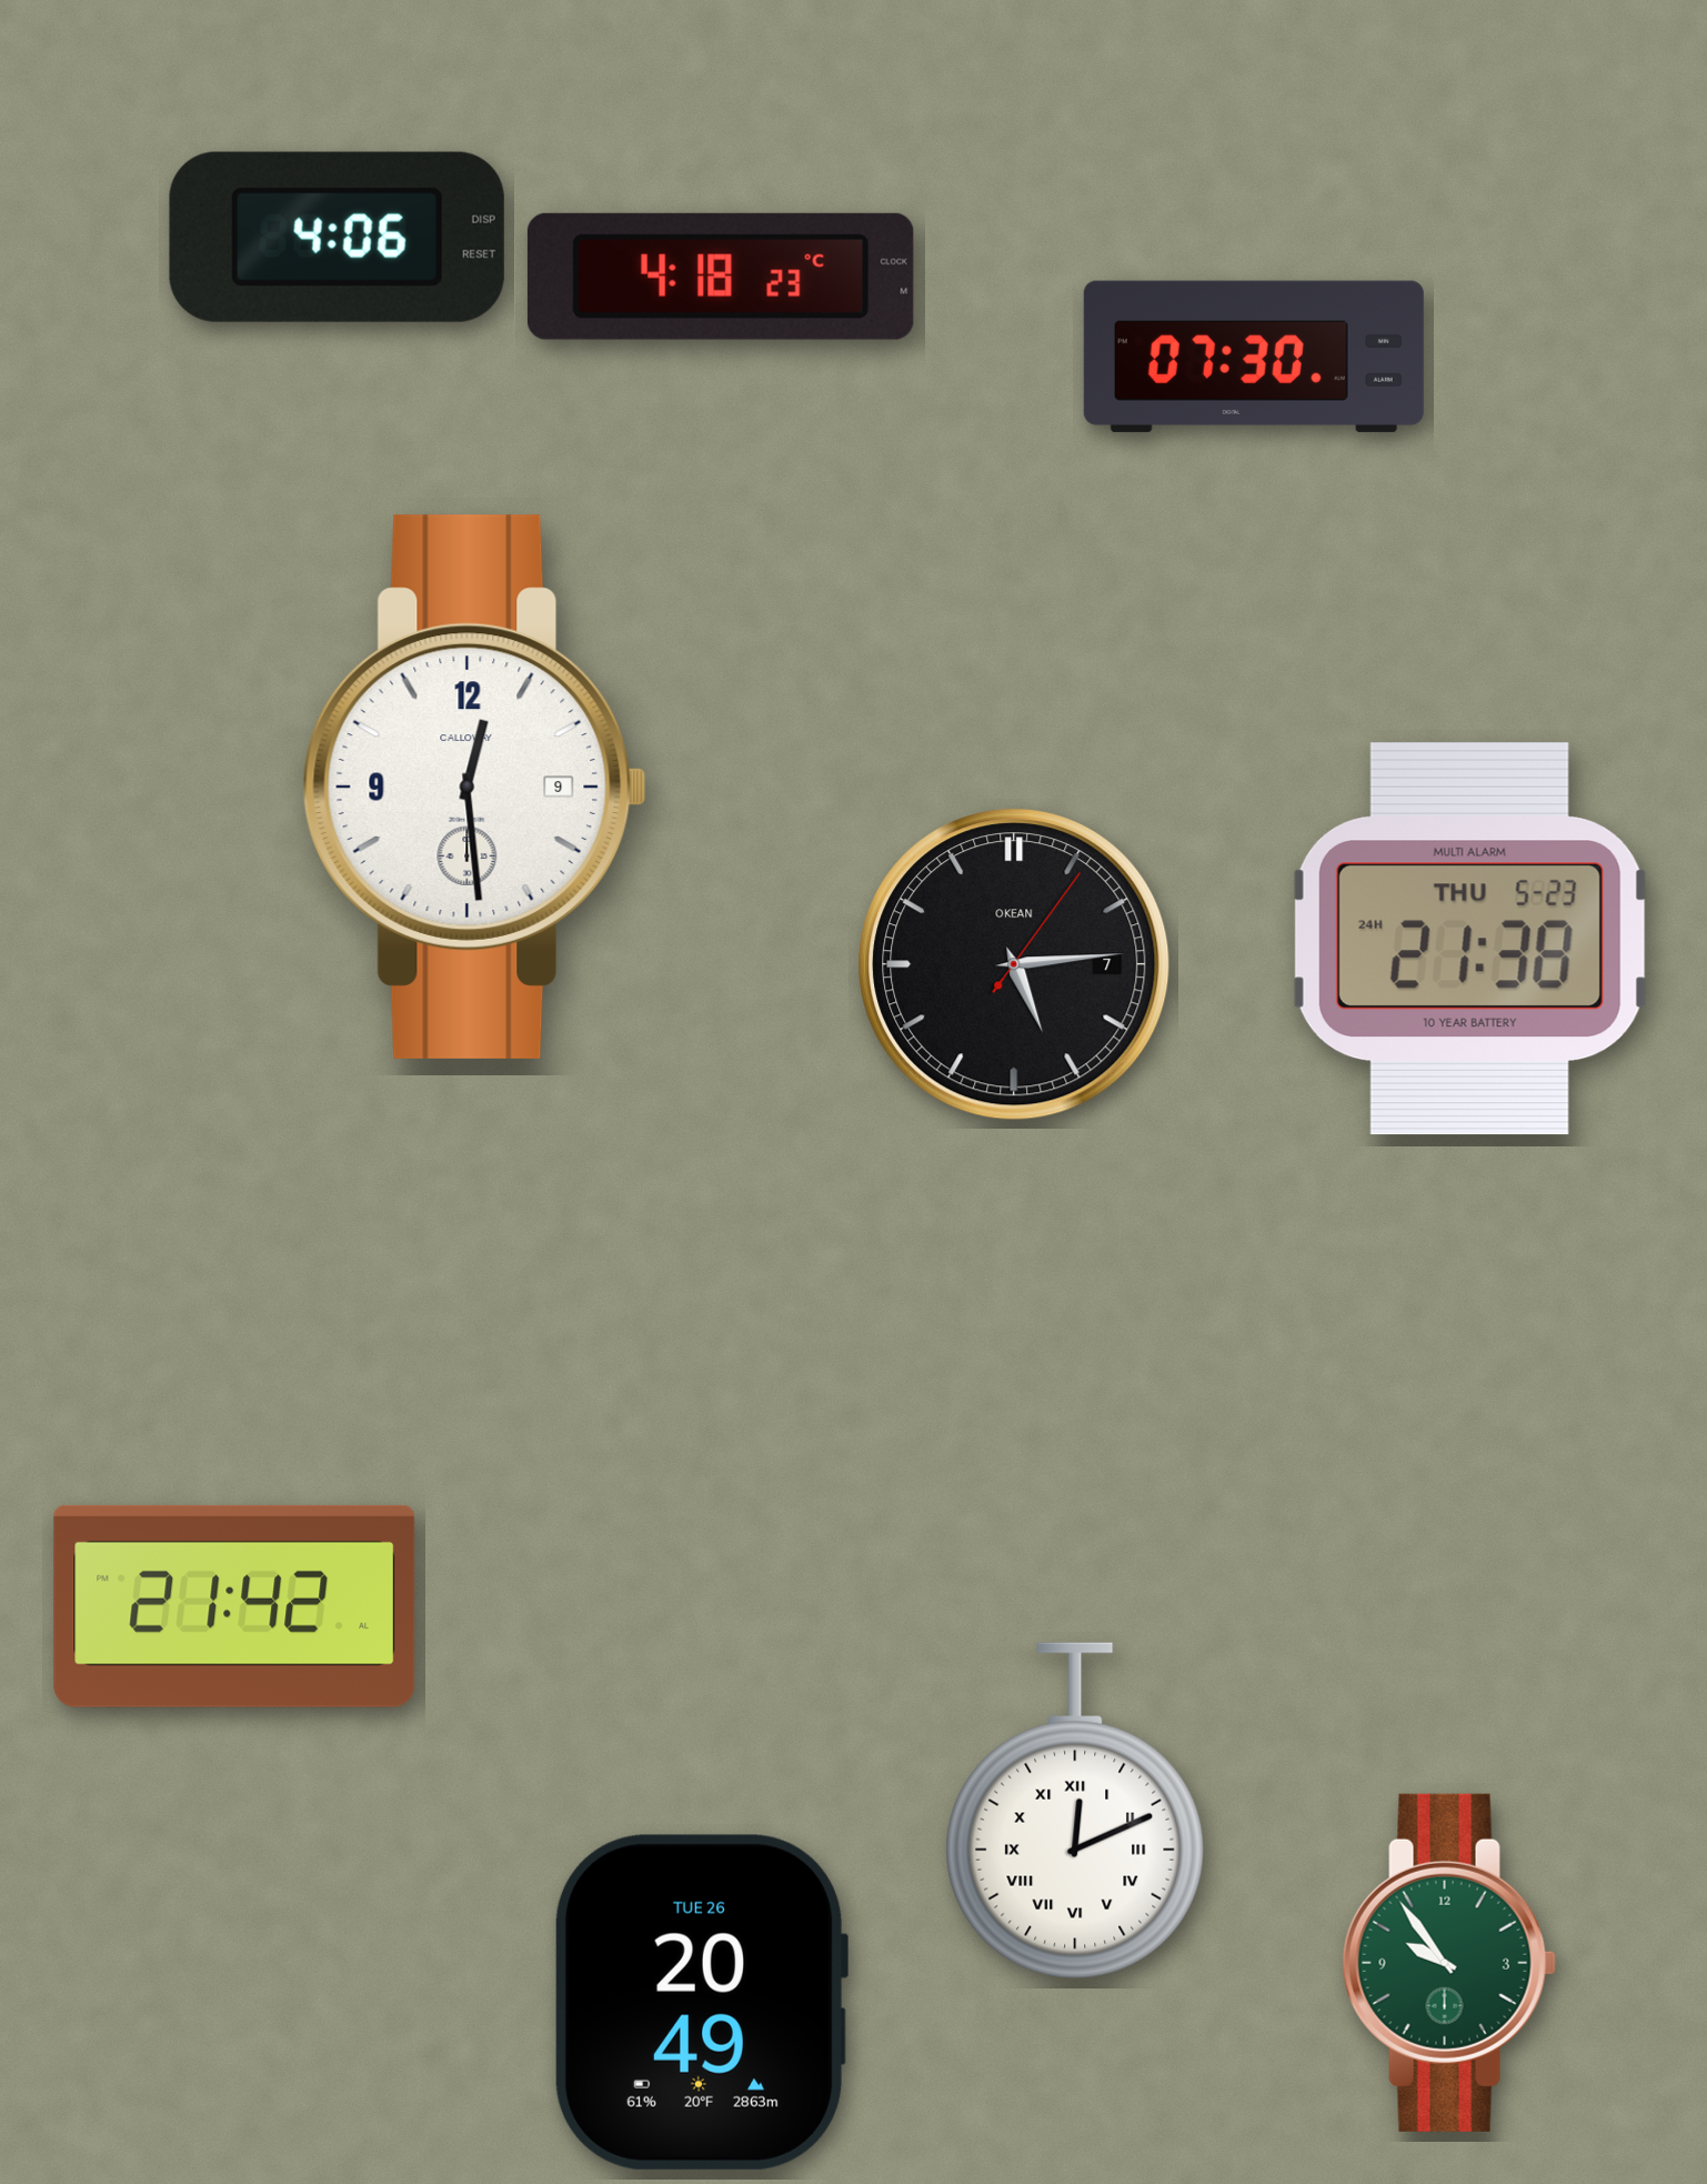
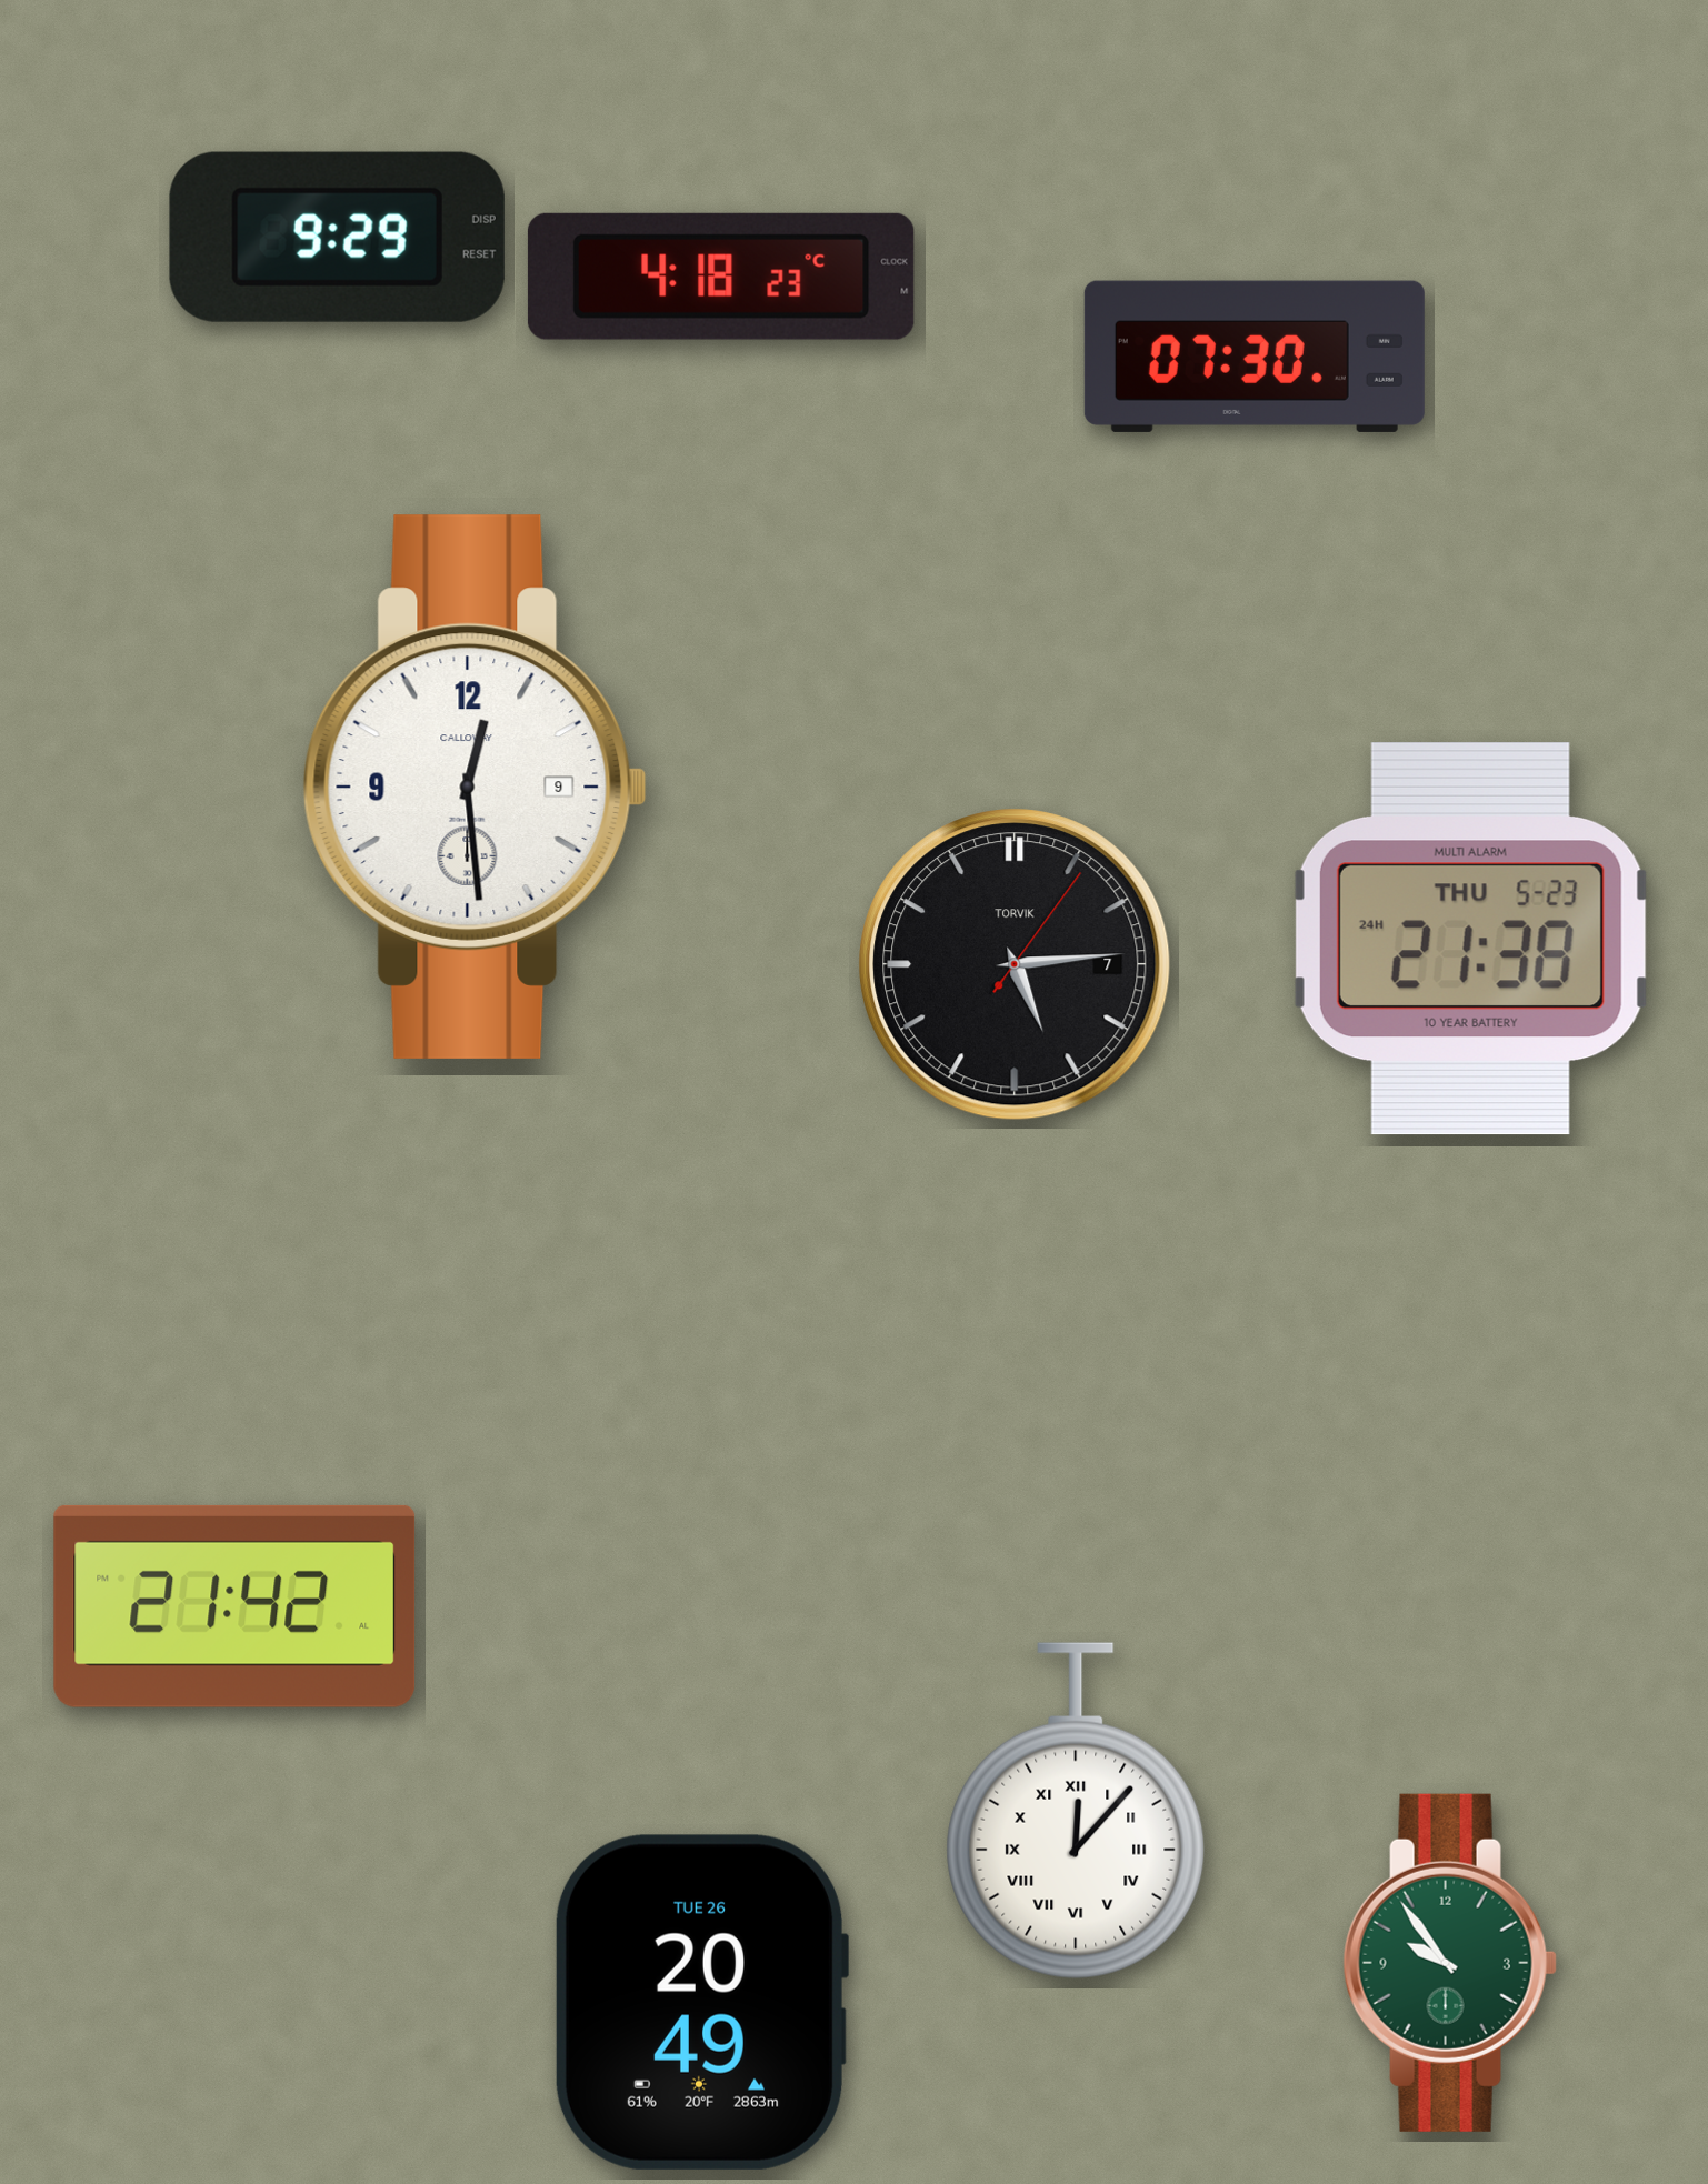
clock at (337, 237): 4:06 -> 9:29
clock at (1014, 964) brand: OKEAN -> TORVIK
clock at (1075, 1811): 12:11 -> 12:07
